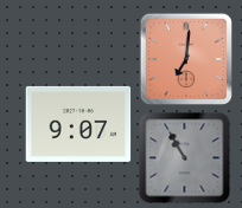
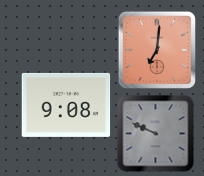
clock at (78, 124): 9:07 -> 9:08
clock at (185, 158): 10:55 -> 9:49
